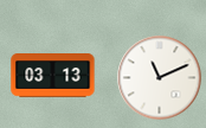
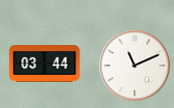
clock at (53, 76): 03:13 -> 03:44
